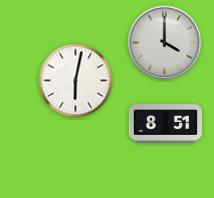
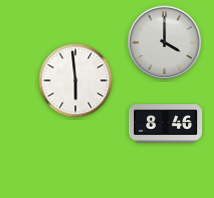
clock at (76, 81): 6:02 -> 5:59
clock at (166, 124): 8:51 -> 8:46
